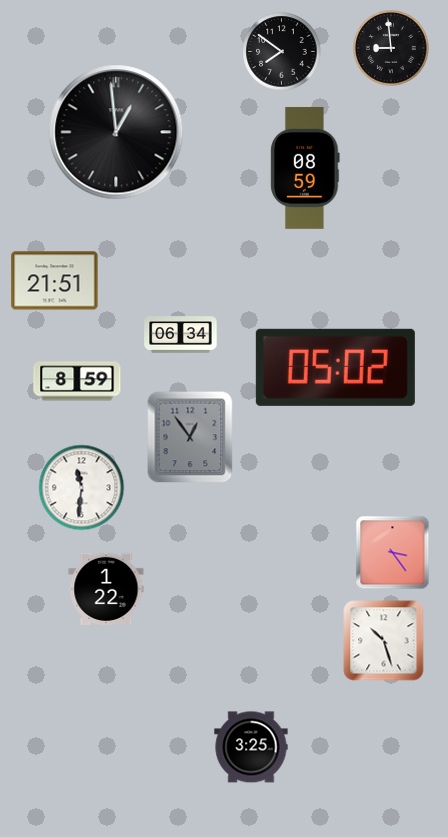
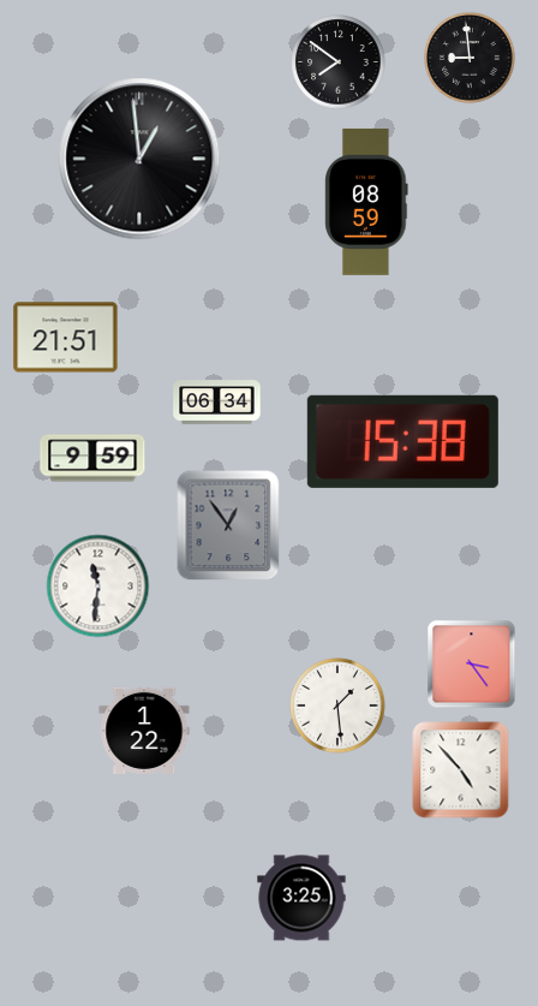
clock at (335, 367): 05:02 -> 15:38
clock at (77, 381): 8:59 -> 9:59
clock at (337, 706): none -> 1:29
clock at (106, 589) position: (106, 589) -> (144, 731)
clock at (384, 641): 10:27 -> 4:53
